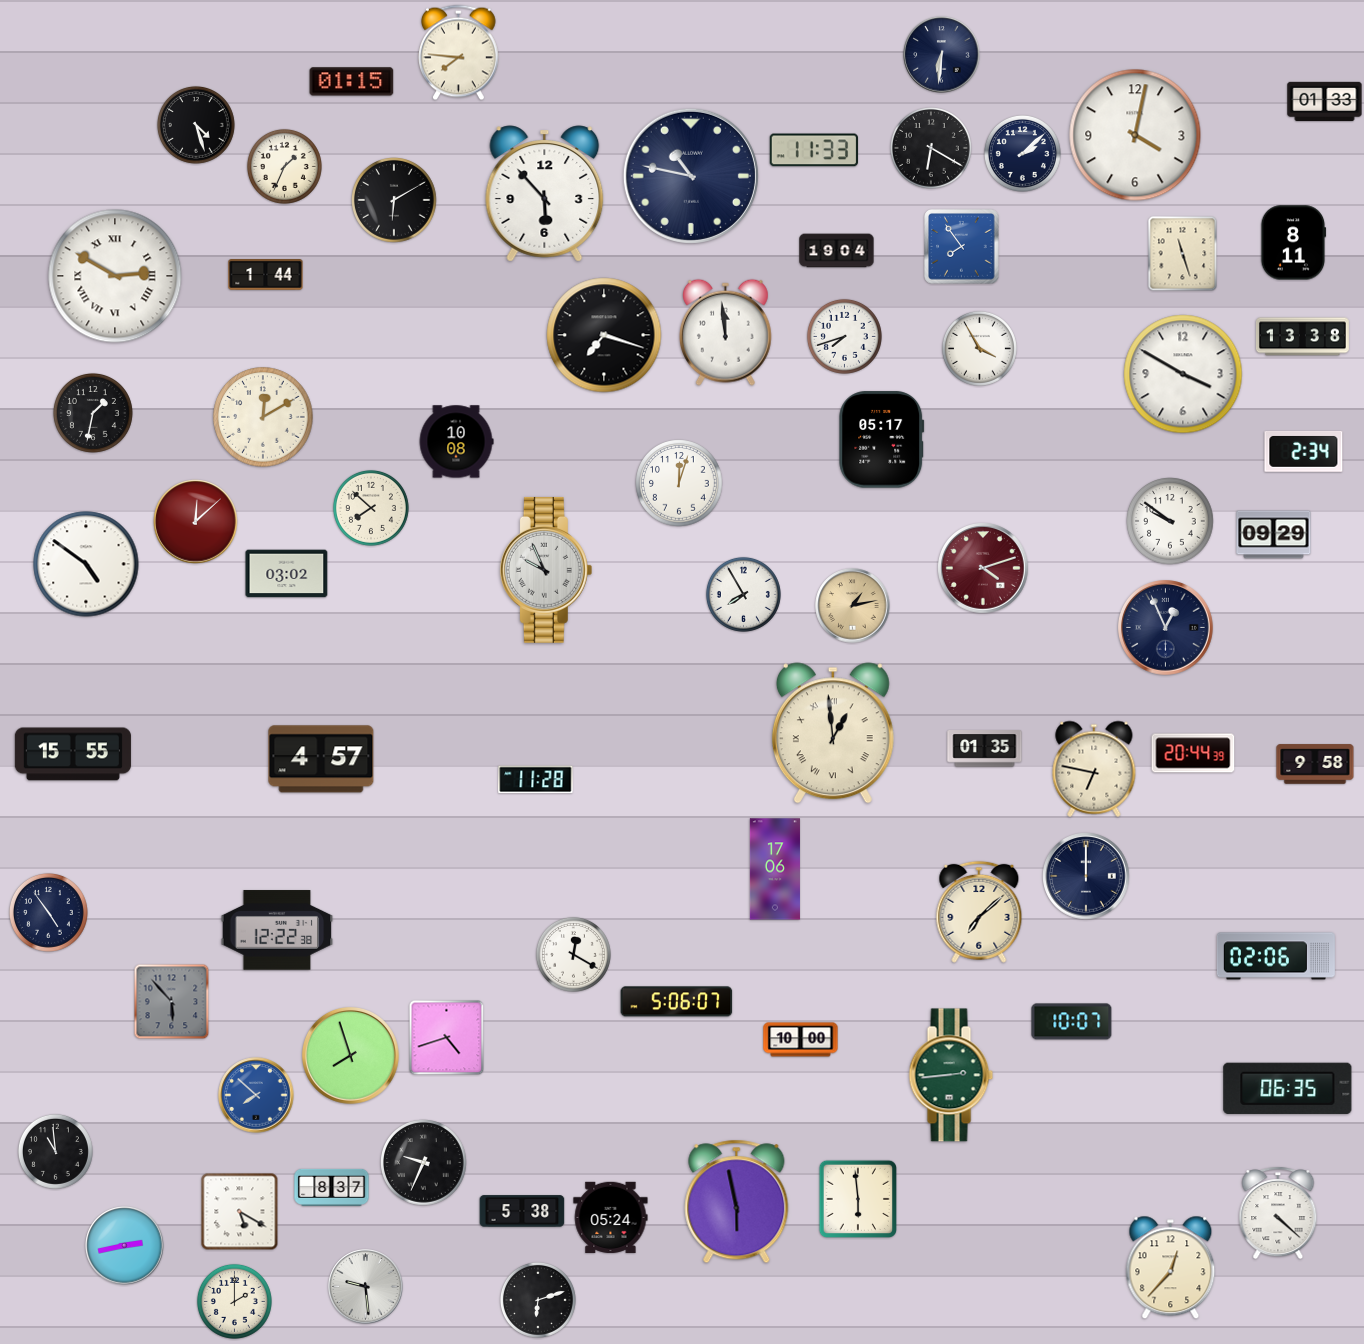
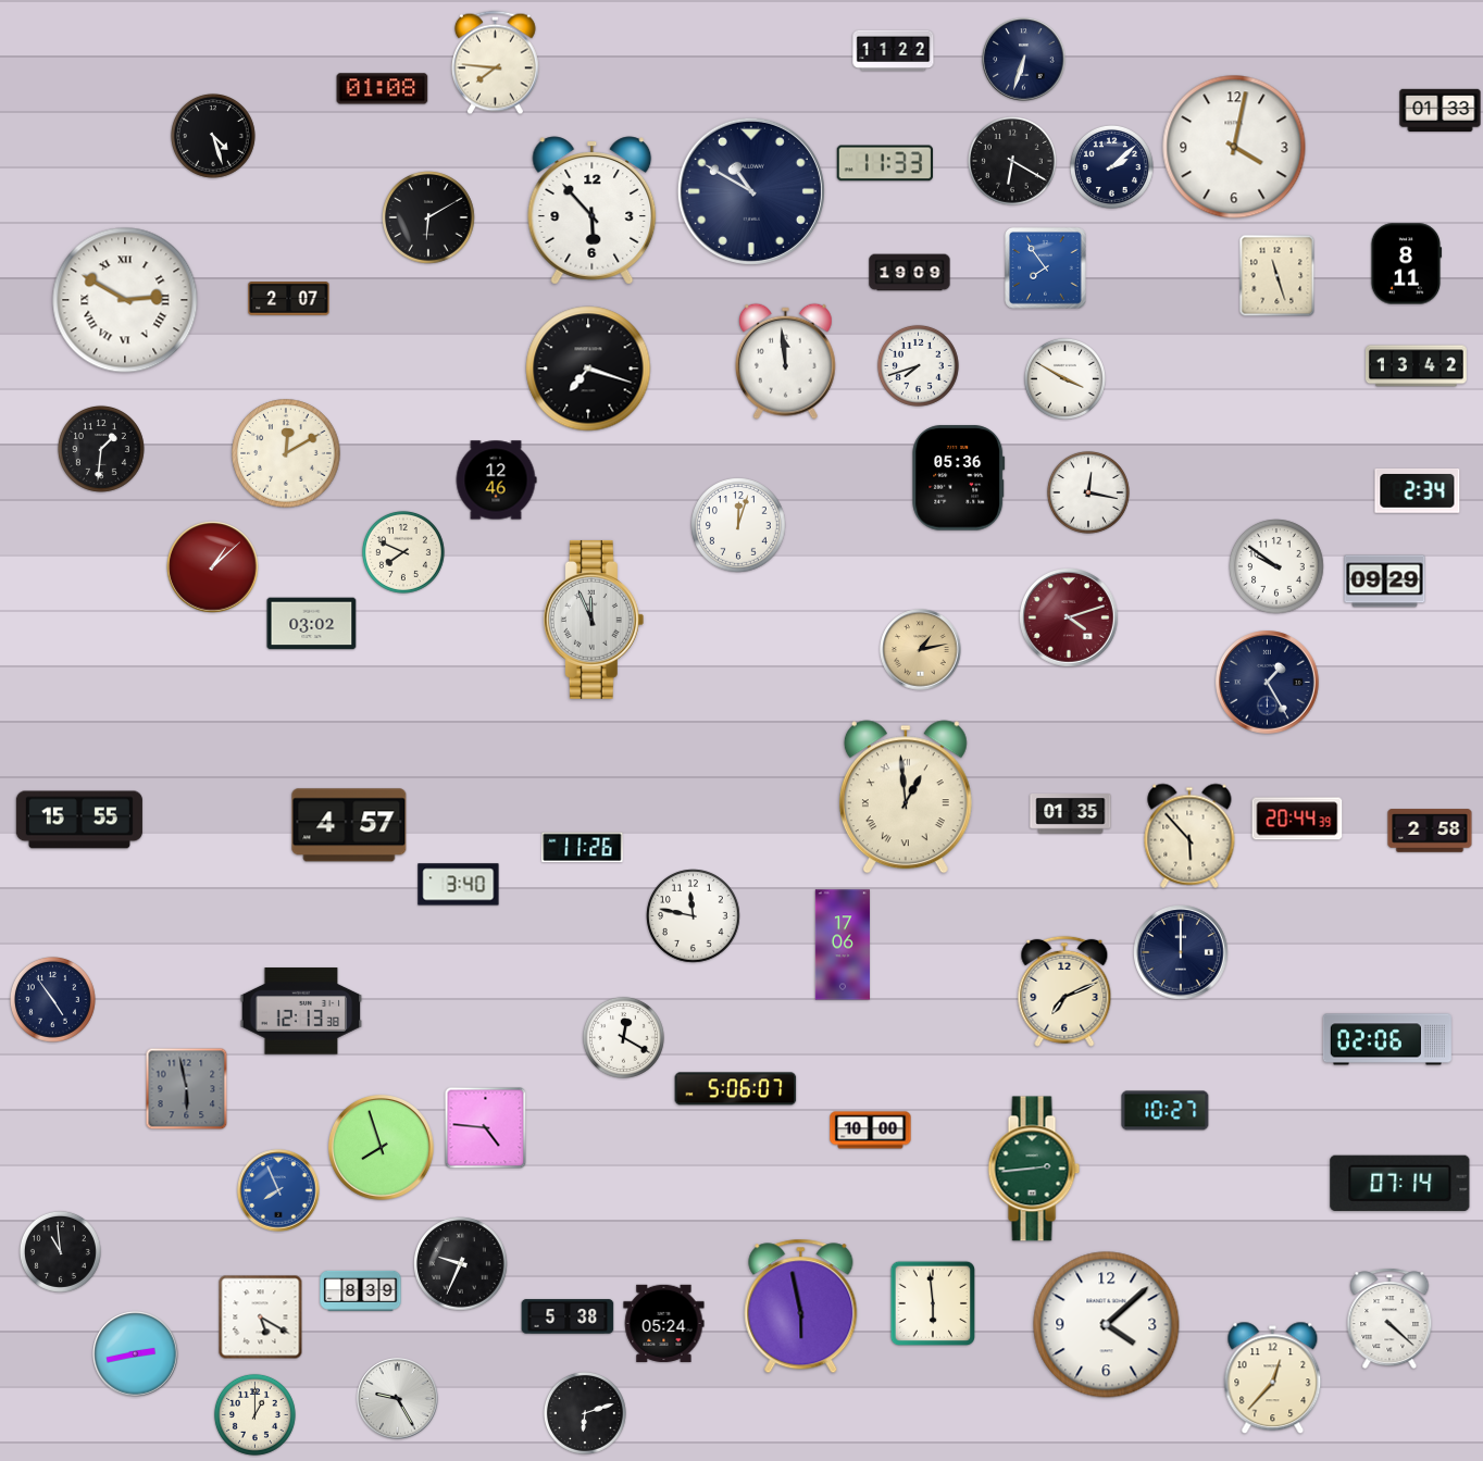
clock at (894, 50): none -> 11:22
clock at (459, 53) position: (459, 53) -> (496, 63)
clock at (942, 55): 6:31 -> 6:33
clock at (352, 82): 01:15 -> 01:08
clock at (284, 166): 1:34 -> none
clock at (691, 176): 10:47 -> 10:50
clock at (837, 251): 19:04 -> 19:09
clock at (1183, 254) position: (1183, 254) -> (1278, 276)
clock at (266, 275): 1:44 -> 2:07
clock at (725, 332) position: (725, 332) -> (785, 361)
clock at (604, 335) position: (604, 335) -> (588, 369)
clock at (1302, 337): 13:38 -> 13:42
clock at (979, 348): 3:55 -> 3:50
clock at (1183, 374): 3:50 -> none
clock at (93, 413): 1:32 -> 1:31
clock at (882, 440): 05:17 -> 05:36
clock at (456, 442): 10:08 -> 12:46
clock at (1088, 492): none -> 12:17
clock at (371, 508): 7:52 -> 7:49
clock at (1170, 521) position: (1170, 521) -> (1276, 566)
clock at (196, 522): 12:08 -> 1:08
clock at (86, 564): 4:51 -> none
clock at (546, 570): 9:56 -> 11:56
clock at (743, 594): 7:55 -> none
clock at (853, 606) position: (853, 606) -> (921, 650)
clock at (1166, 628): 12:56 -> 1:25
clock at (1315, 764): 9:58 -> 2:58
clock at (1094, 769): 6:47 -> 5:53
clock at (536, 780): 11:28 -> 11:26
clock at (459, 885): none -> 3:40
clock at (694, 916): none -> 11:47
clock at (48, 912) position: (48, 912) -> (52, 999)
clock at (979, 912): 7:08 -> 7:11
clock at (277, 930): 12:22 -> 12:13
clock at (172, 1002): 5:53 -> 5:58
clock at (1072, 1022): 10:07 -> 10:27
clock at (447, 1038): 4:42 -> 4:46
clock at (1288, 1088): 06:35 -> 07:14
clock at (256, 1095): 7:52 -> 7:56
clock at (332, 1187): 8:37 -> 8:39
clock at (1107, 1325): none -> 4:08
clock at (366, 1287): 9:29 -> 9:25
clock at (234, 1301): 2:00 -> 1:00
